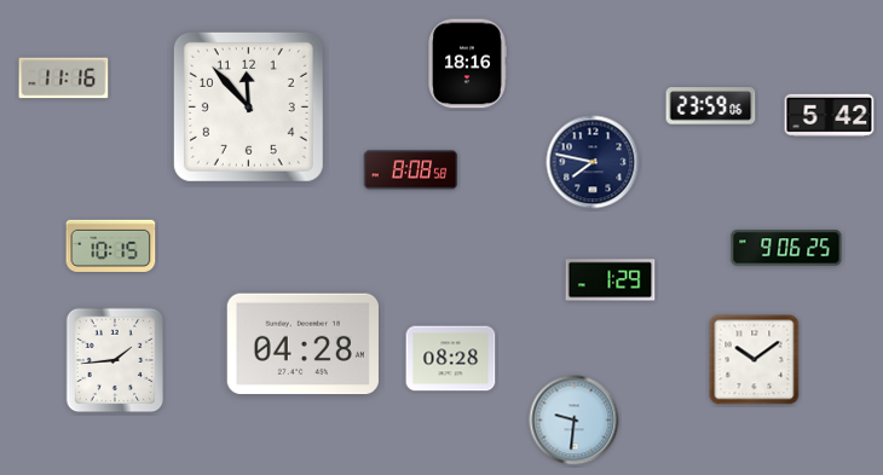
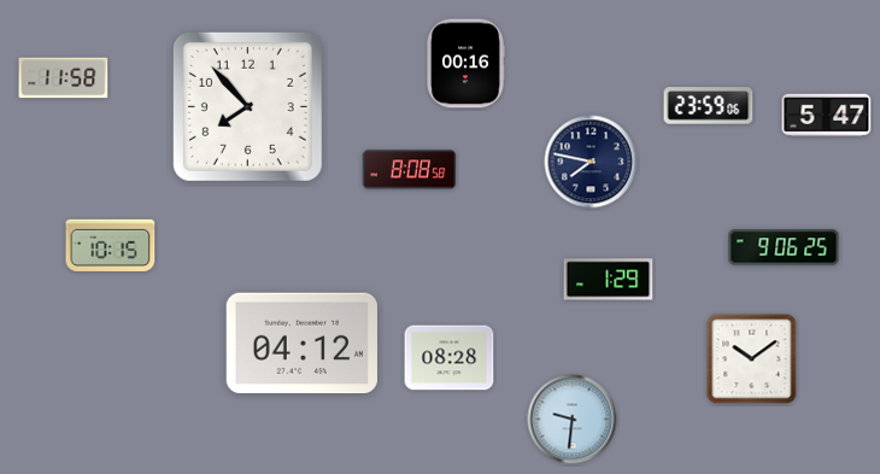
clock at (468, 64): 18:16 -> 00:16
clock at (64, 79): 11:16 -> 11:58
clock at (248, 106): 11:53 -> 7:53
clock at (830, 116): 5:42 -> 5:47
clock at (302, 344): 04:28 -> 04:12
clock at (115, 360): 1:44 -> none
